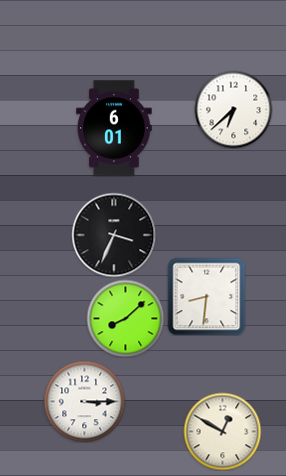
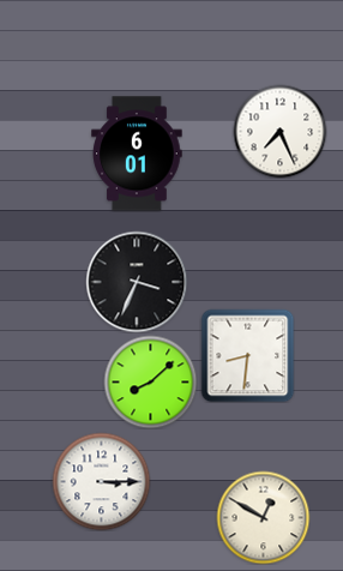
clock at (233, 109): 6:38 -> 7:26
clock at (222, 431) position: (222, 431) -> (263, 517)
